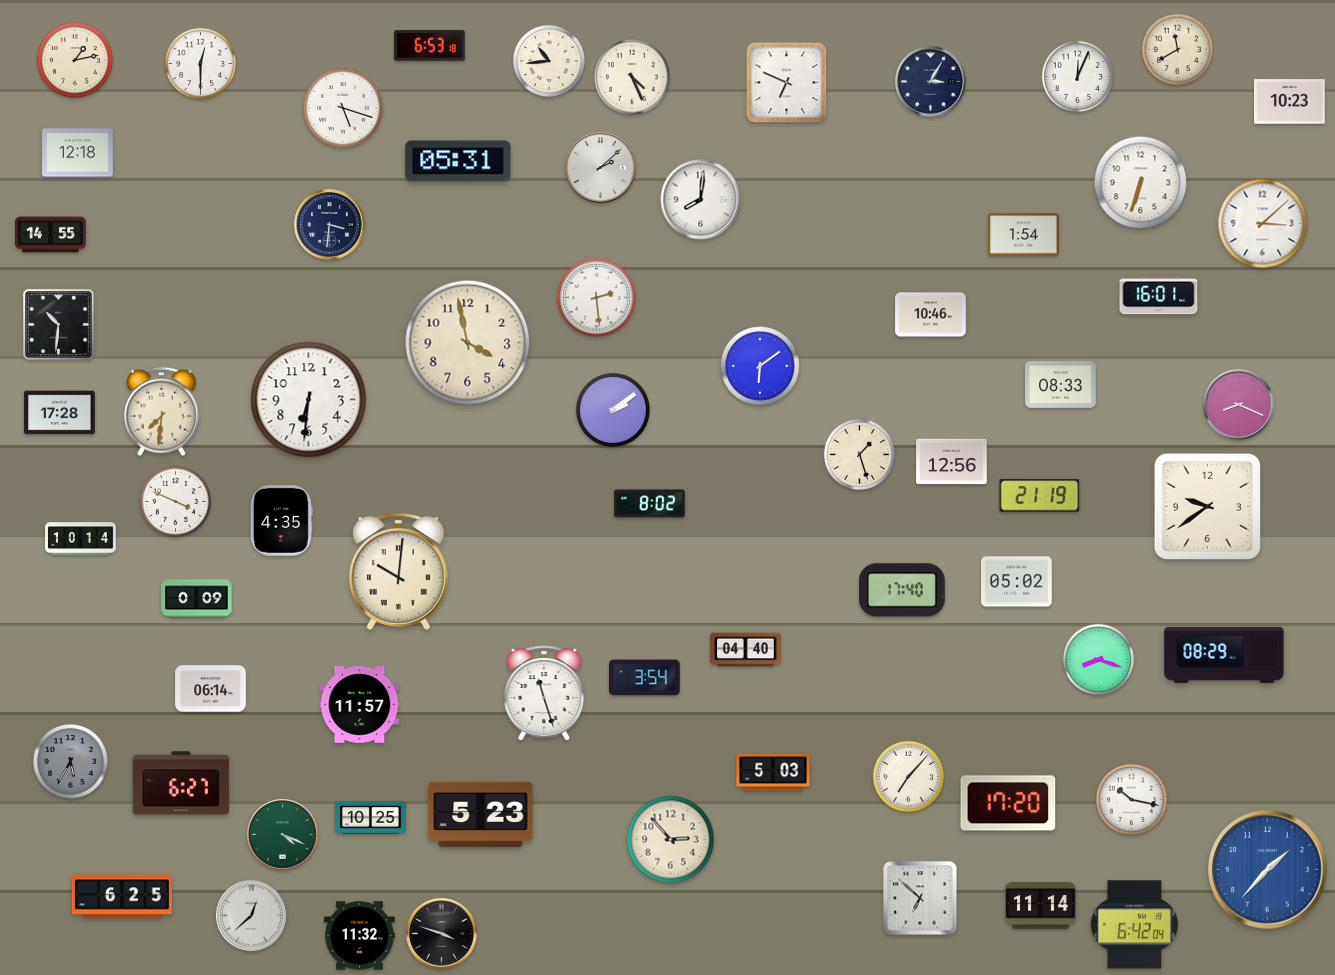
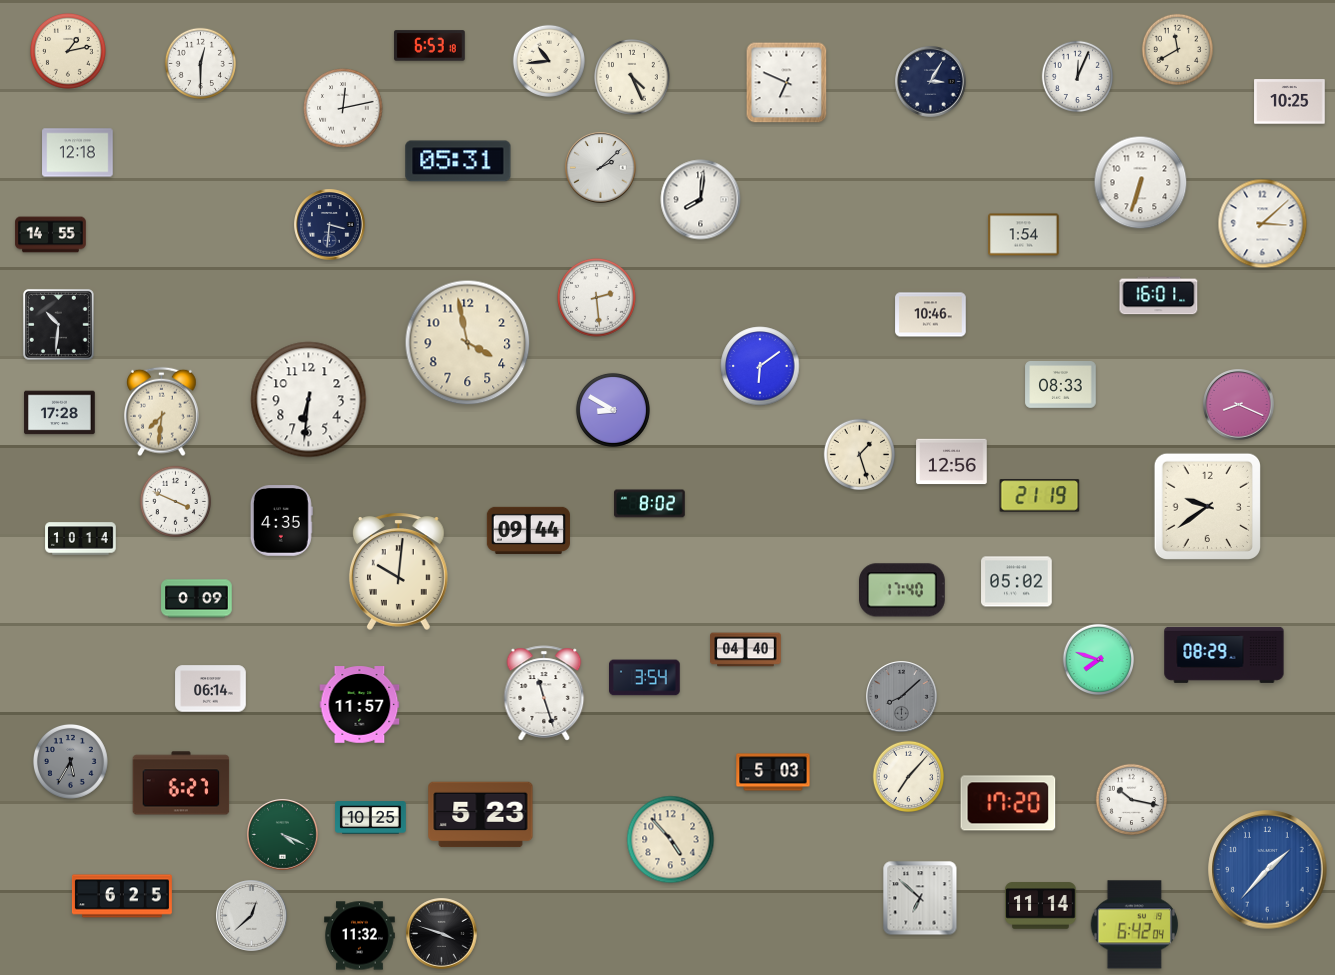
clock at (76, 61) position: (76, 61) -> (69, 52)
clock at (1290, 102): 10:23 -> 10:25
clock at (343, 108): 5:18 -> 12:13
clock at (613, 410): 2:09 -> 8:50
clock at (528, 530): none -> 09:44
clock at (1098, 659): 8:18 -> 7:48
clock at (902, 697): none -> 8:08
clock at (671, 840): 2:53 -> 4:53
